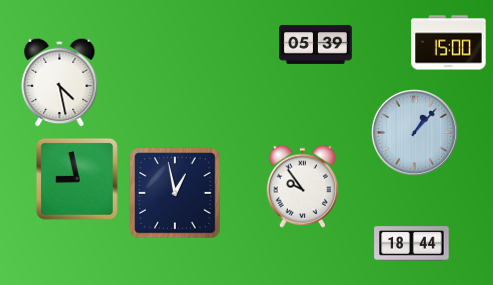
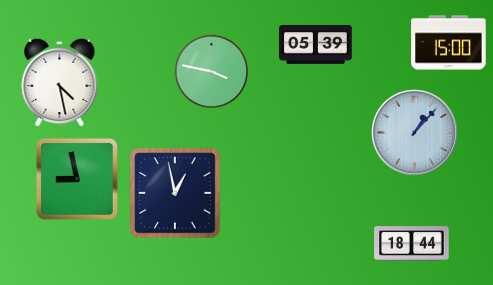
clock at (212, 72): none -> 3:47
clock at (302, 186): 9:54 -> none
